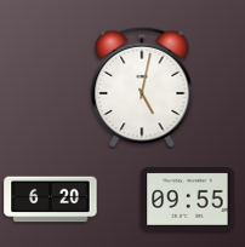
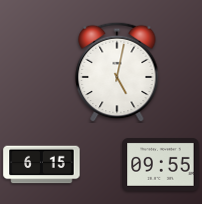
clock at (51, 200): 6:20 -> 6:15
clock at (188, 200) position: (188, 200) -> (161, 165)
